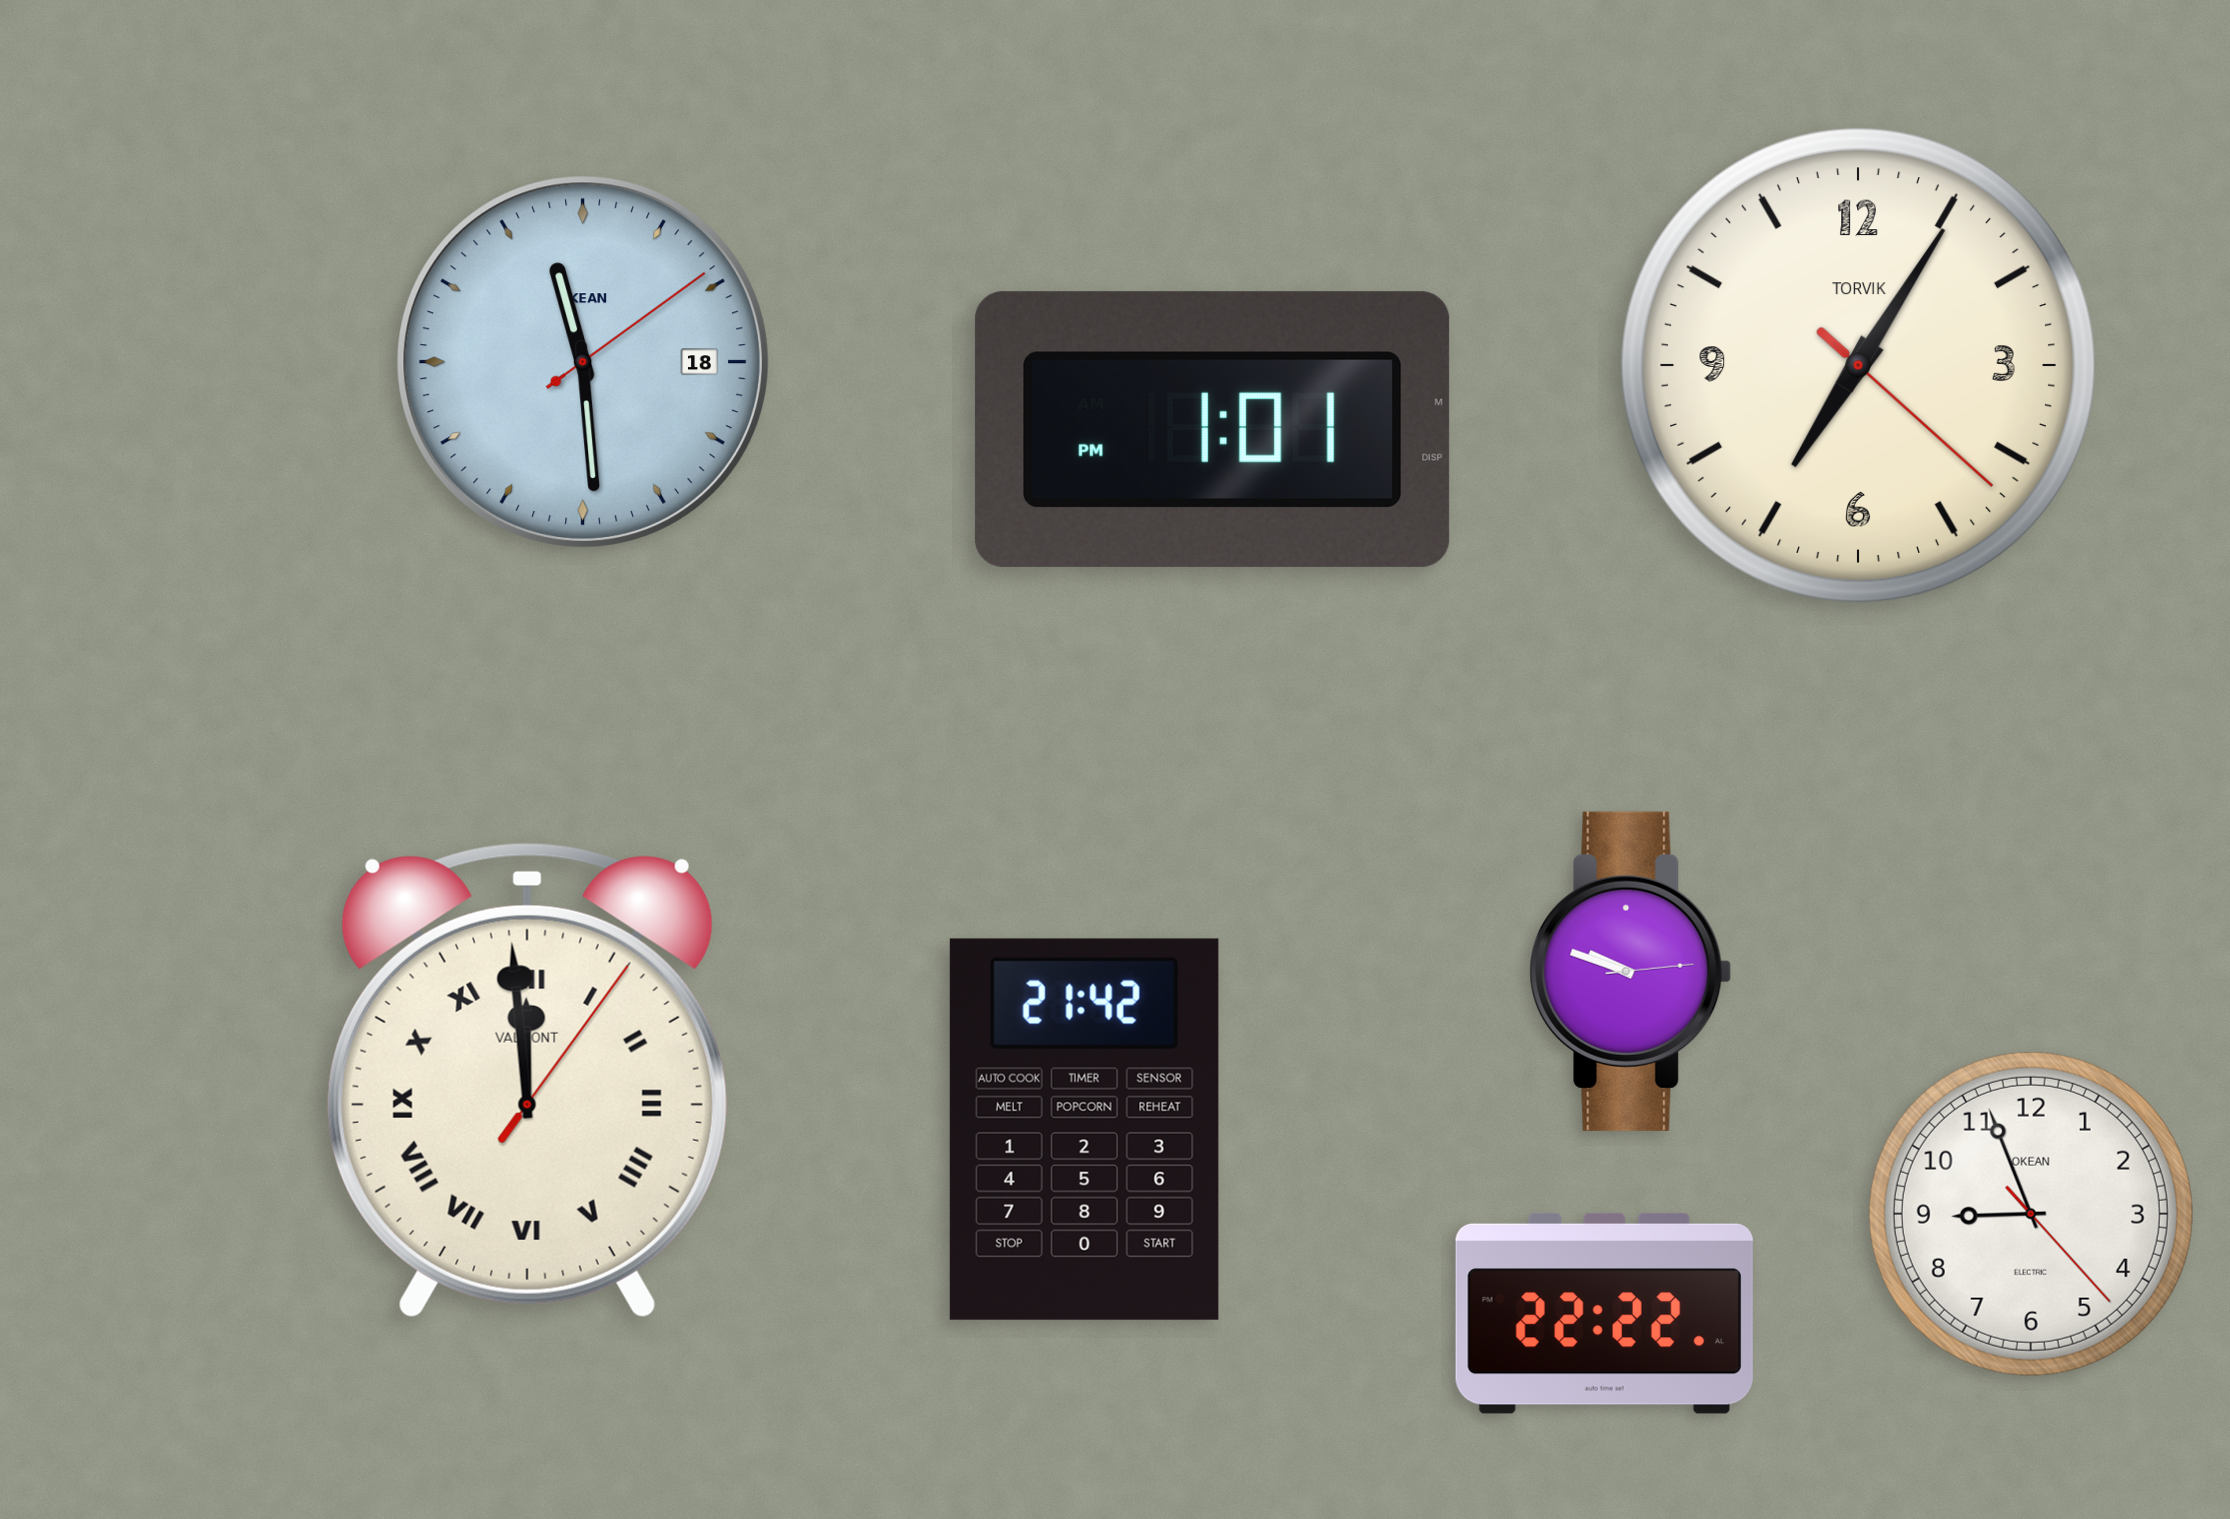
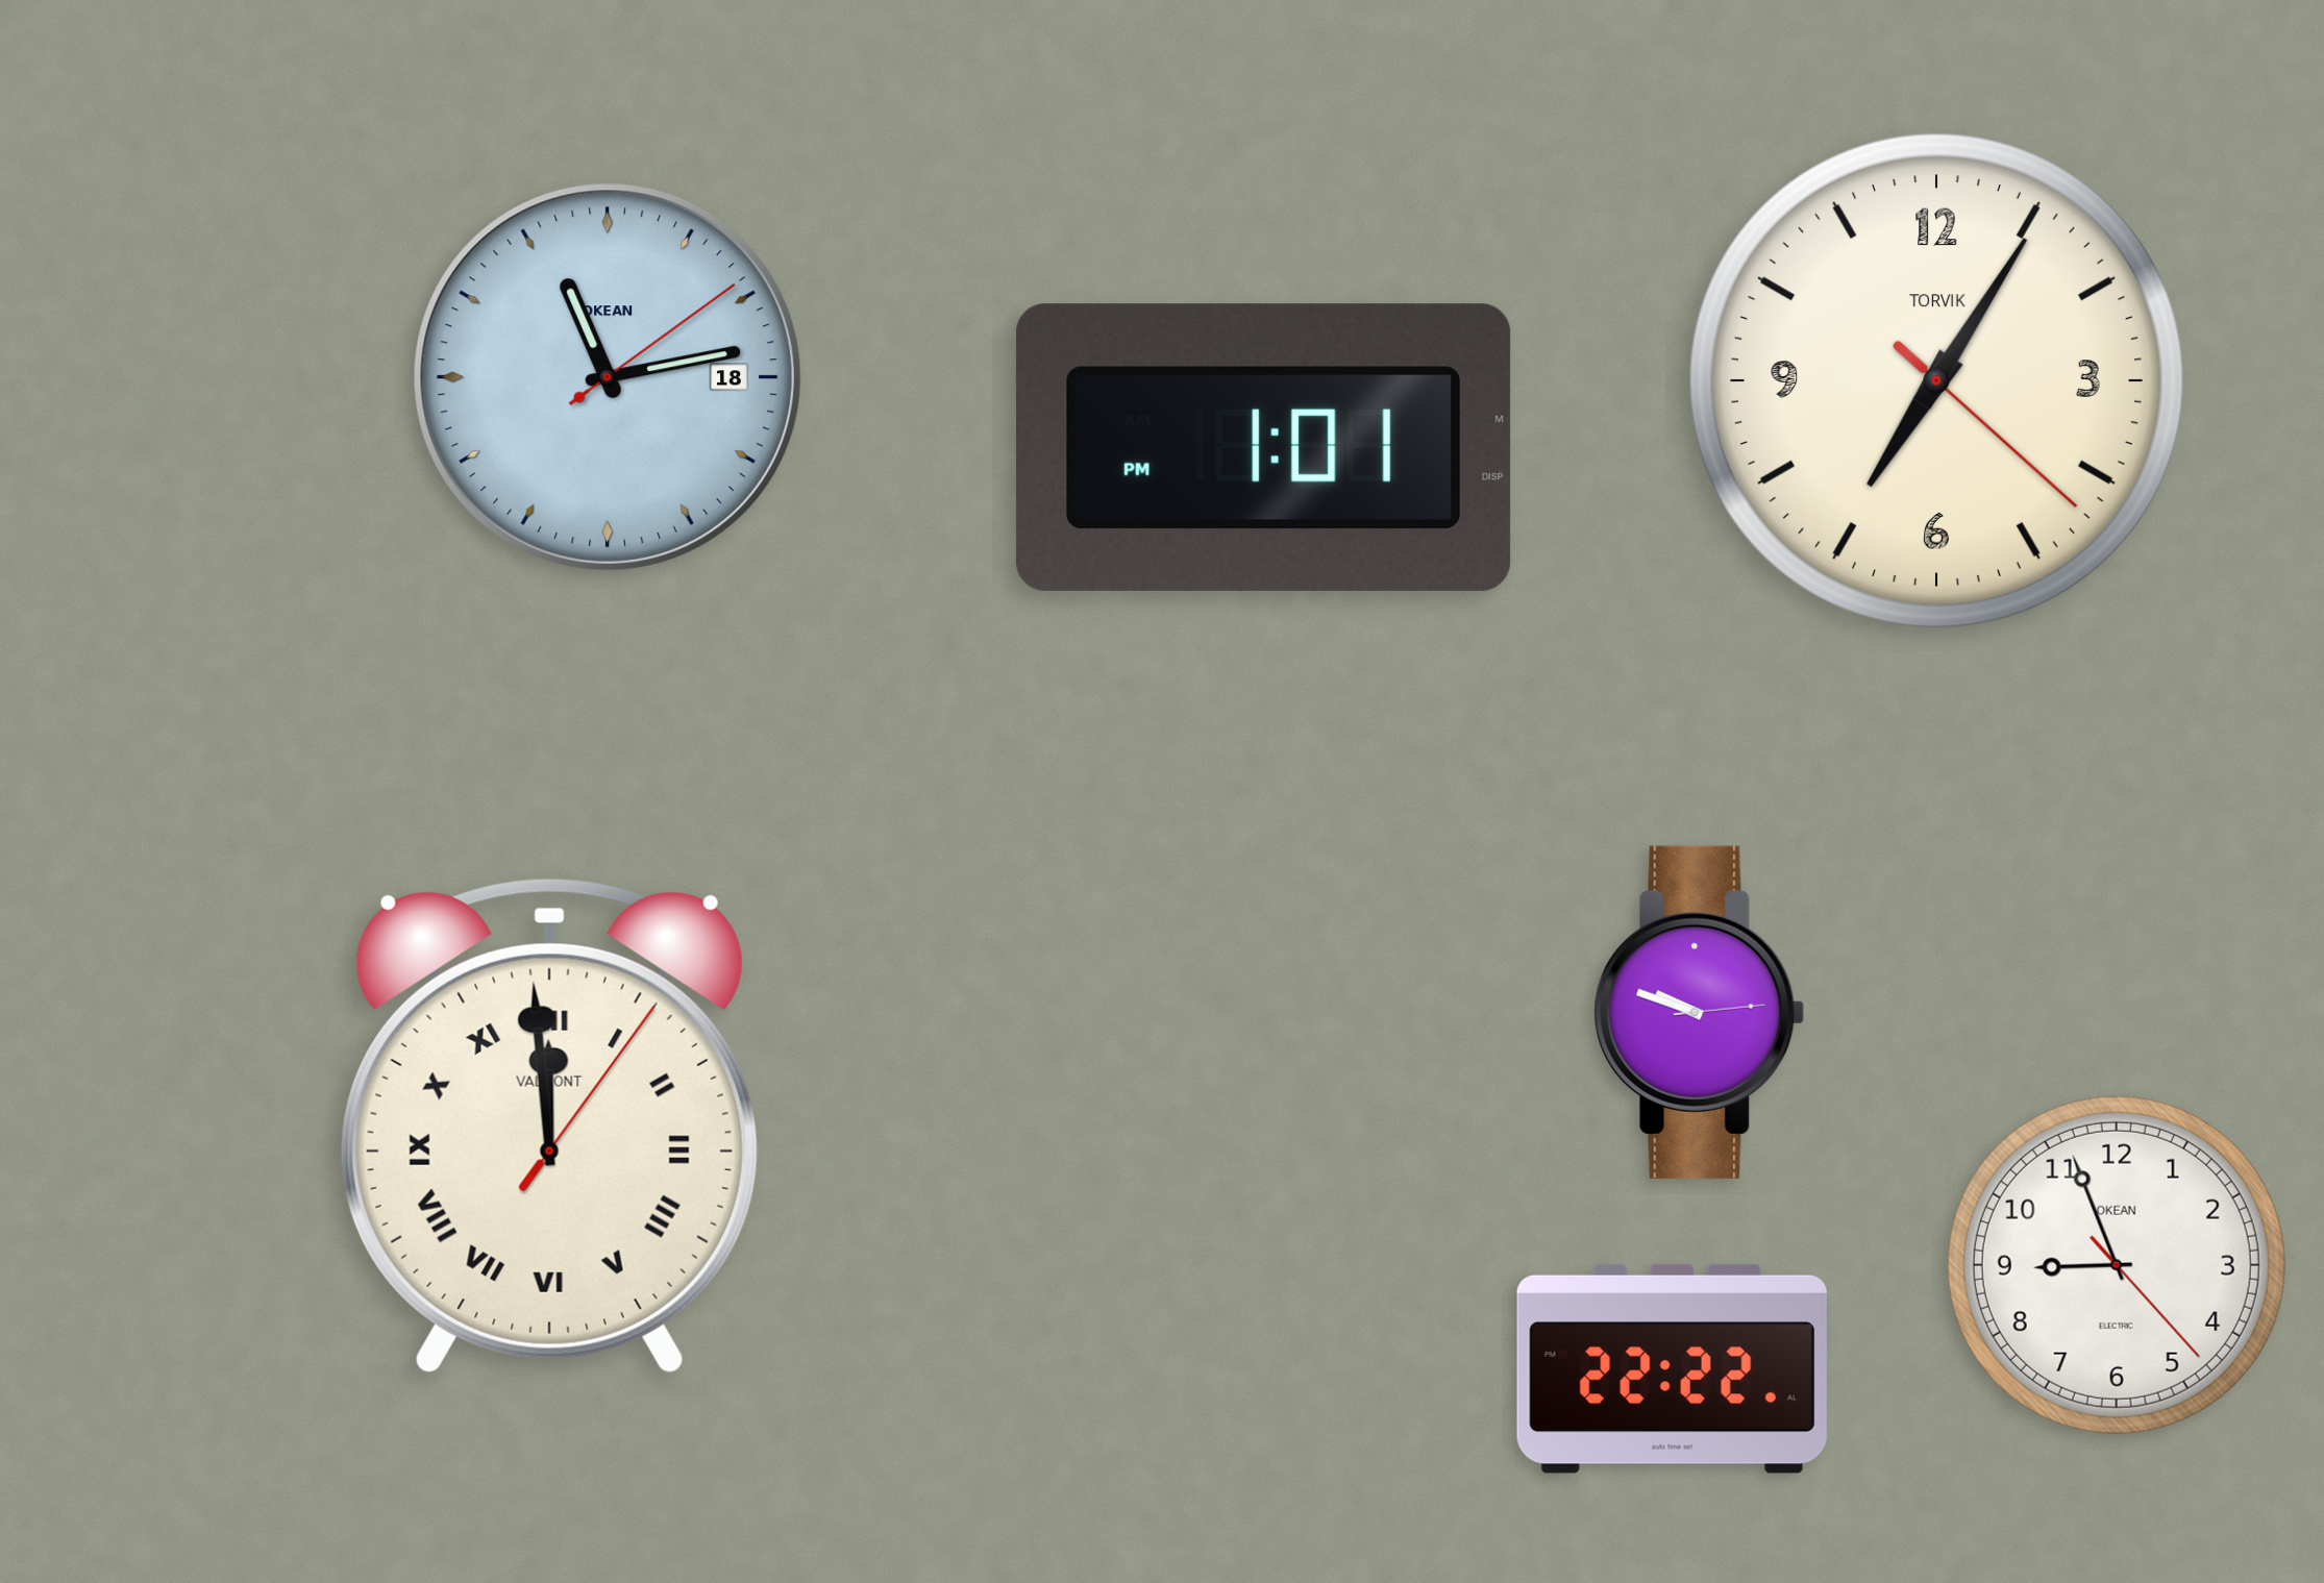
clock at (583, 362): 11:29 -> 11:13
clock at (1084, 1129): 21:42 -> none
